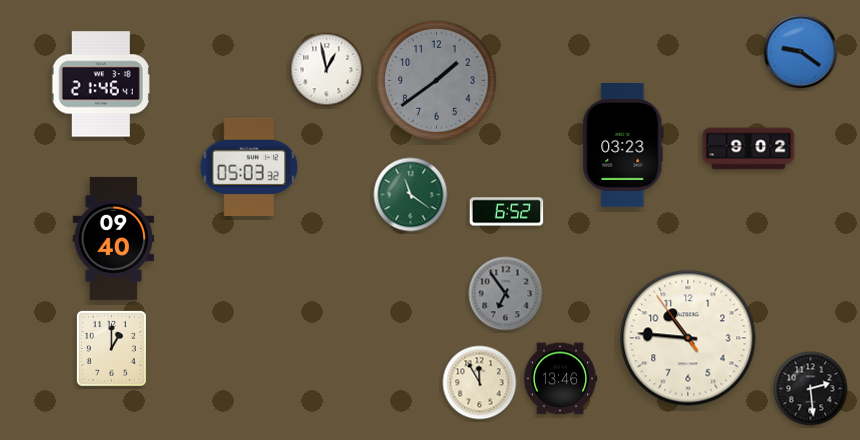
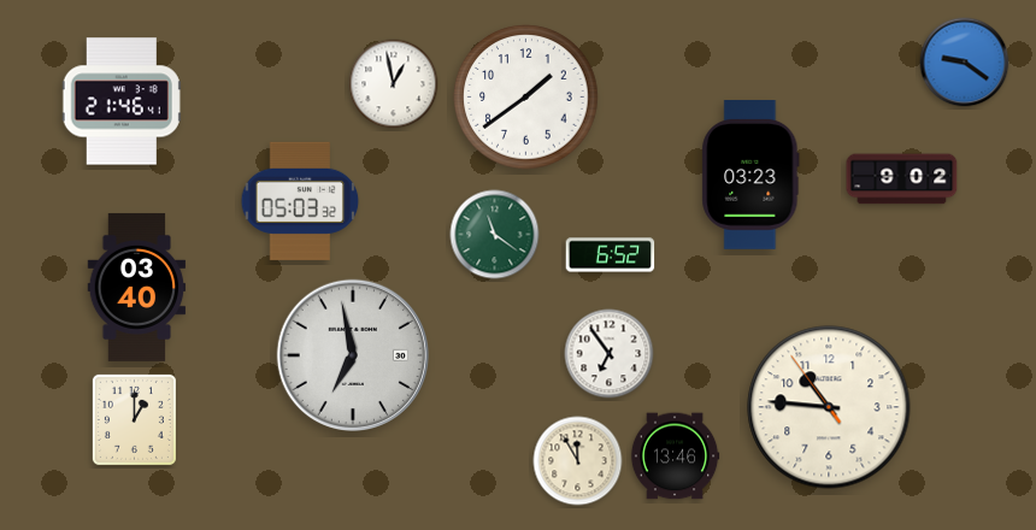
clock at (437, 81) dial: grey -> white
clock at (114, 238): 09:40 -> 03:40
clock at (352, 354): none -> 6:58
clock at (506, 294) dial: grey -> white
clock at (811, 389): 2:29 -> none
